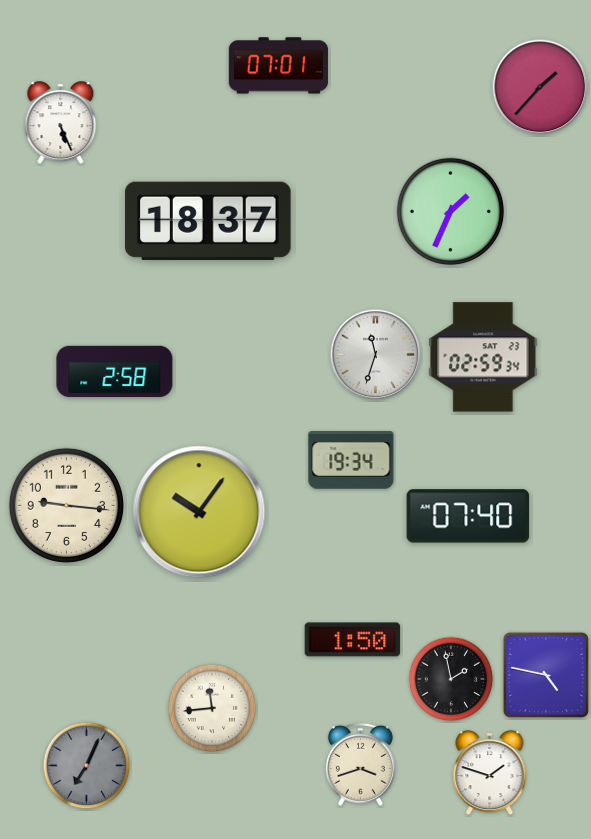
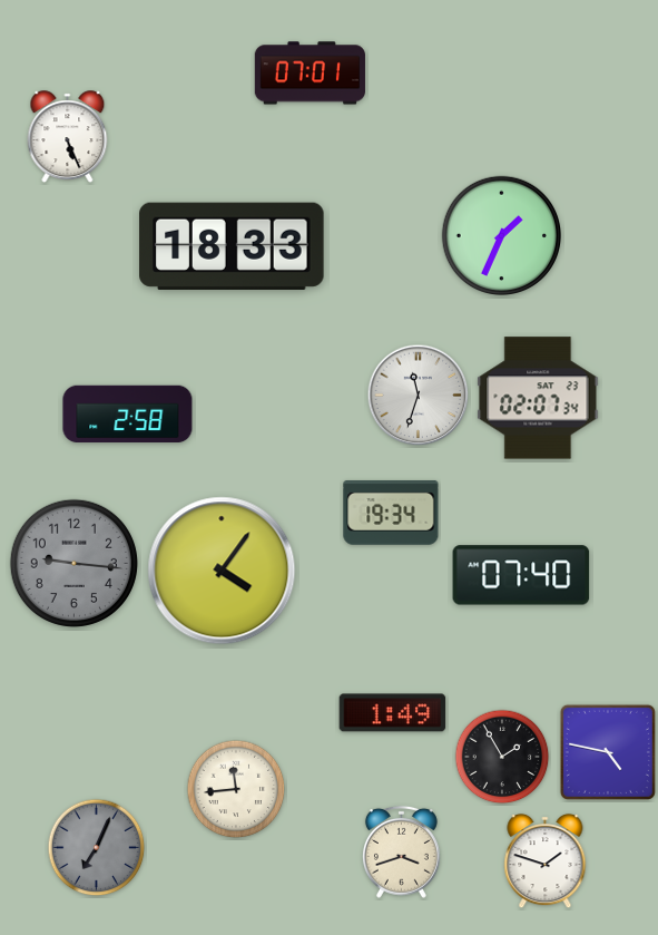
clock at (540, 87): 1:37 -> none
clock at (208, 221): 18:37 -> 18:33
clock at (483, 357): 02:59 -> 02:07
clock at (66, 505) dial: cream -> grey
clock at (199, 512): 10:06 -> 4:06
clock at (353, 640): 1:50 -> 1:49
clock at (451, 679): 1:58 -> 1:55
clock at (87, 766) position: (87, 766) -> (97, 848)
